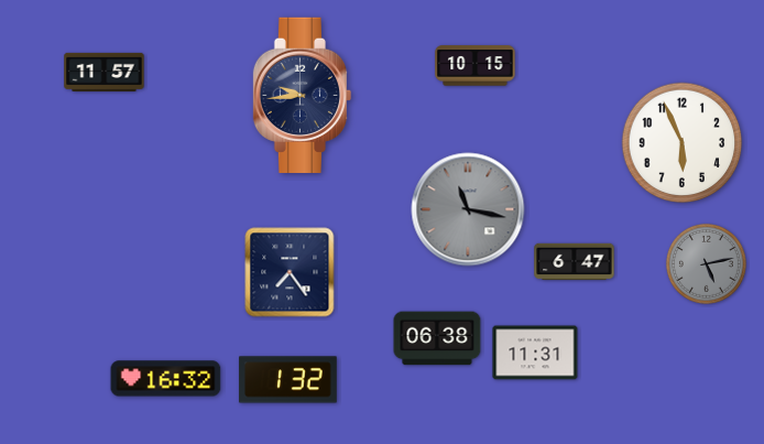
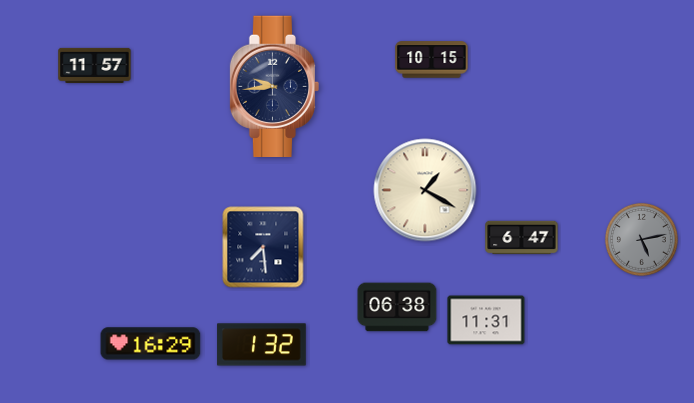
clock at (683, 143): 5:56 -> none
clock at (468, 209): 11:17 -> 1:20
clock at (468, 209) dial: grey -> cream
clock at (290, 272): 7:24 -> 7:29
clock at (166, 379): 16:32 -> 16:29
